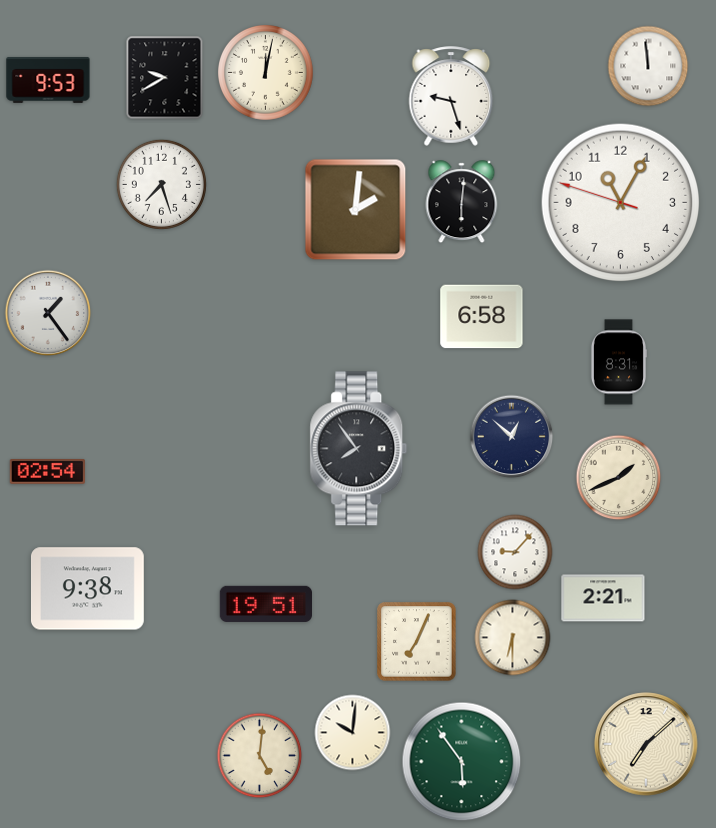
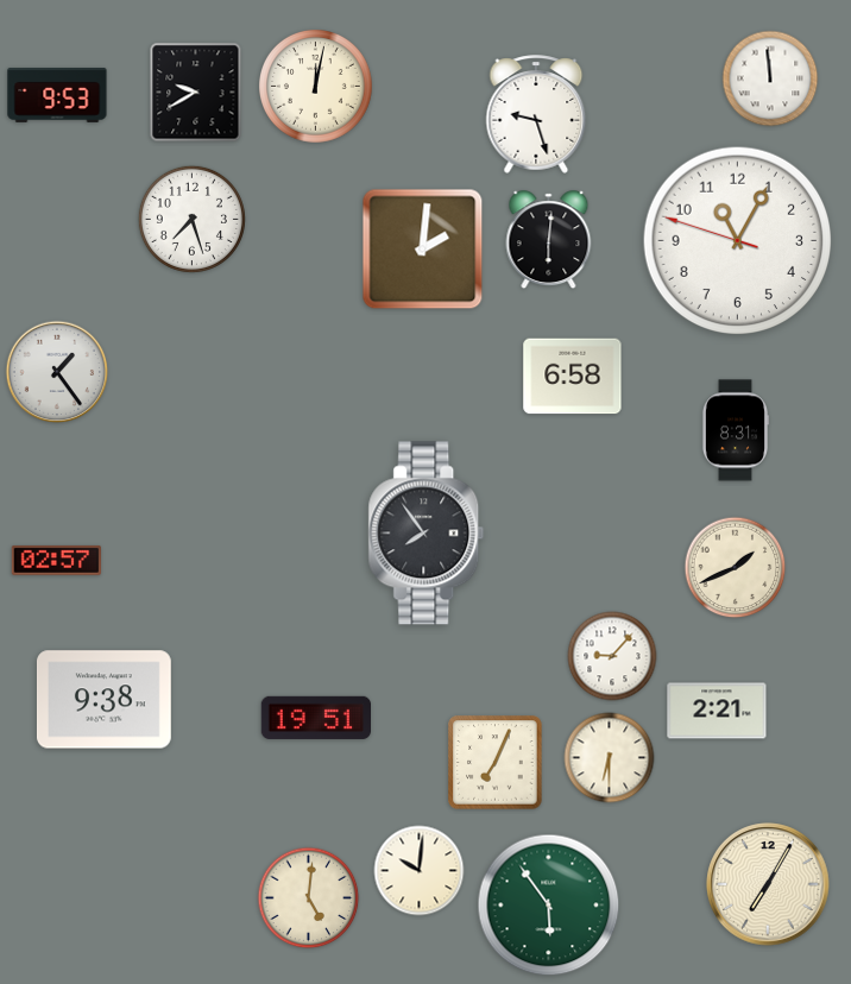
clock at (512, 437): 12:52 -> none
clock at (47, 471): 02:54 -> 02:57
clock at (646, 744): 7:08 -> 7:05
